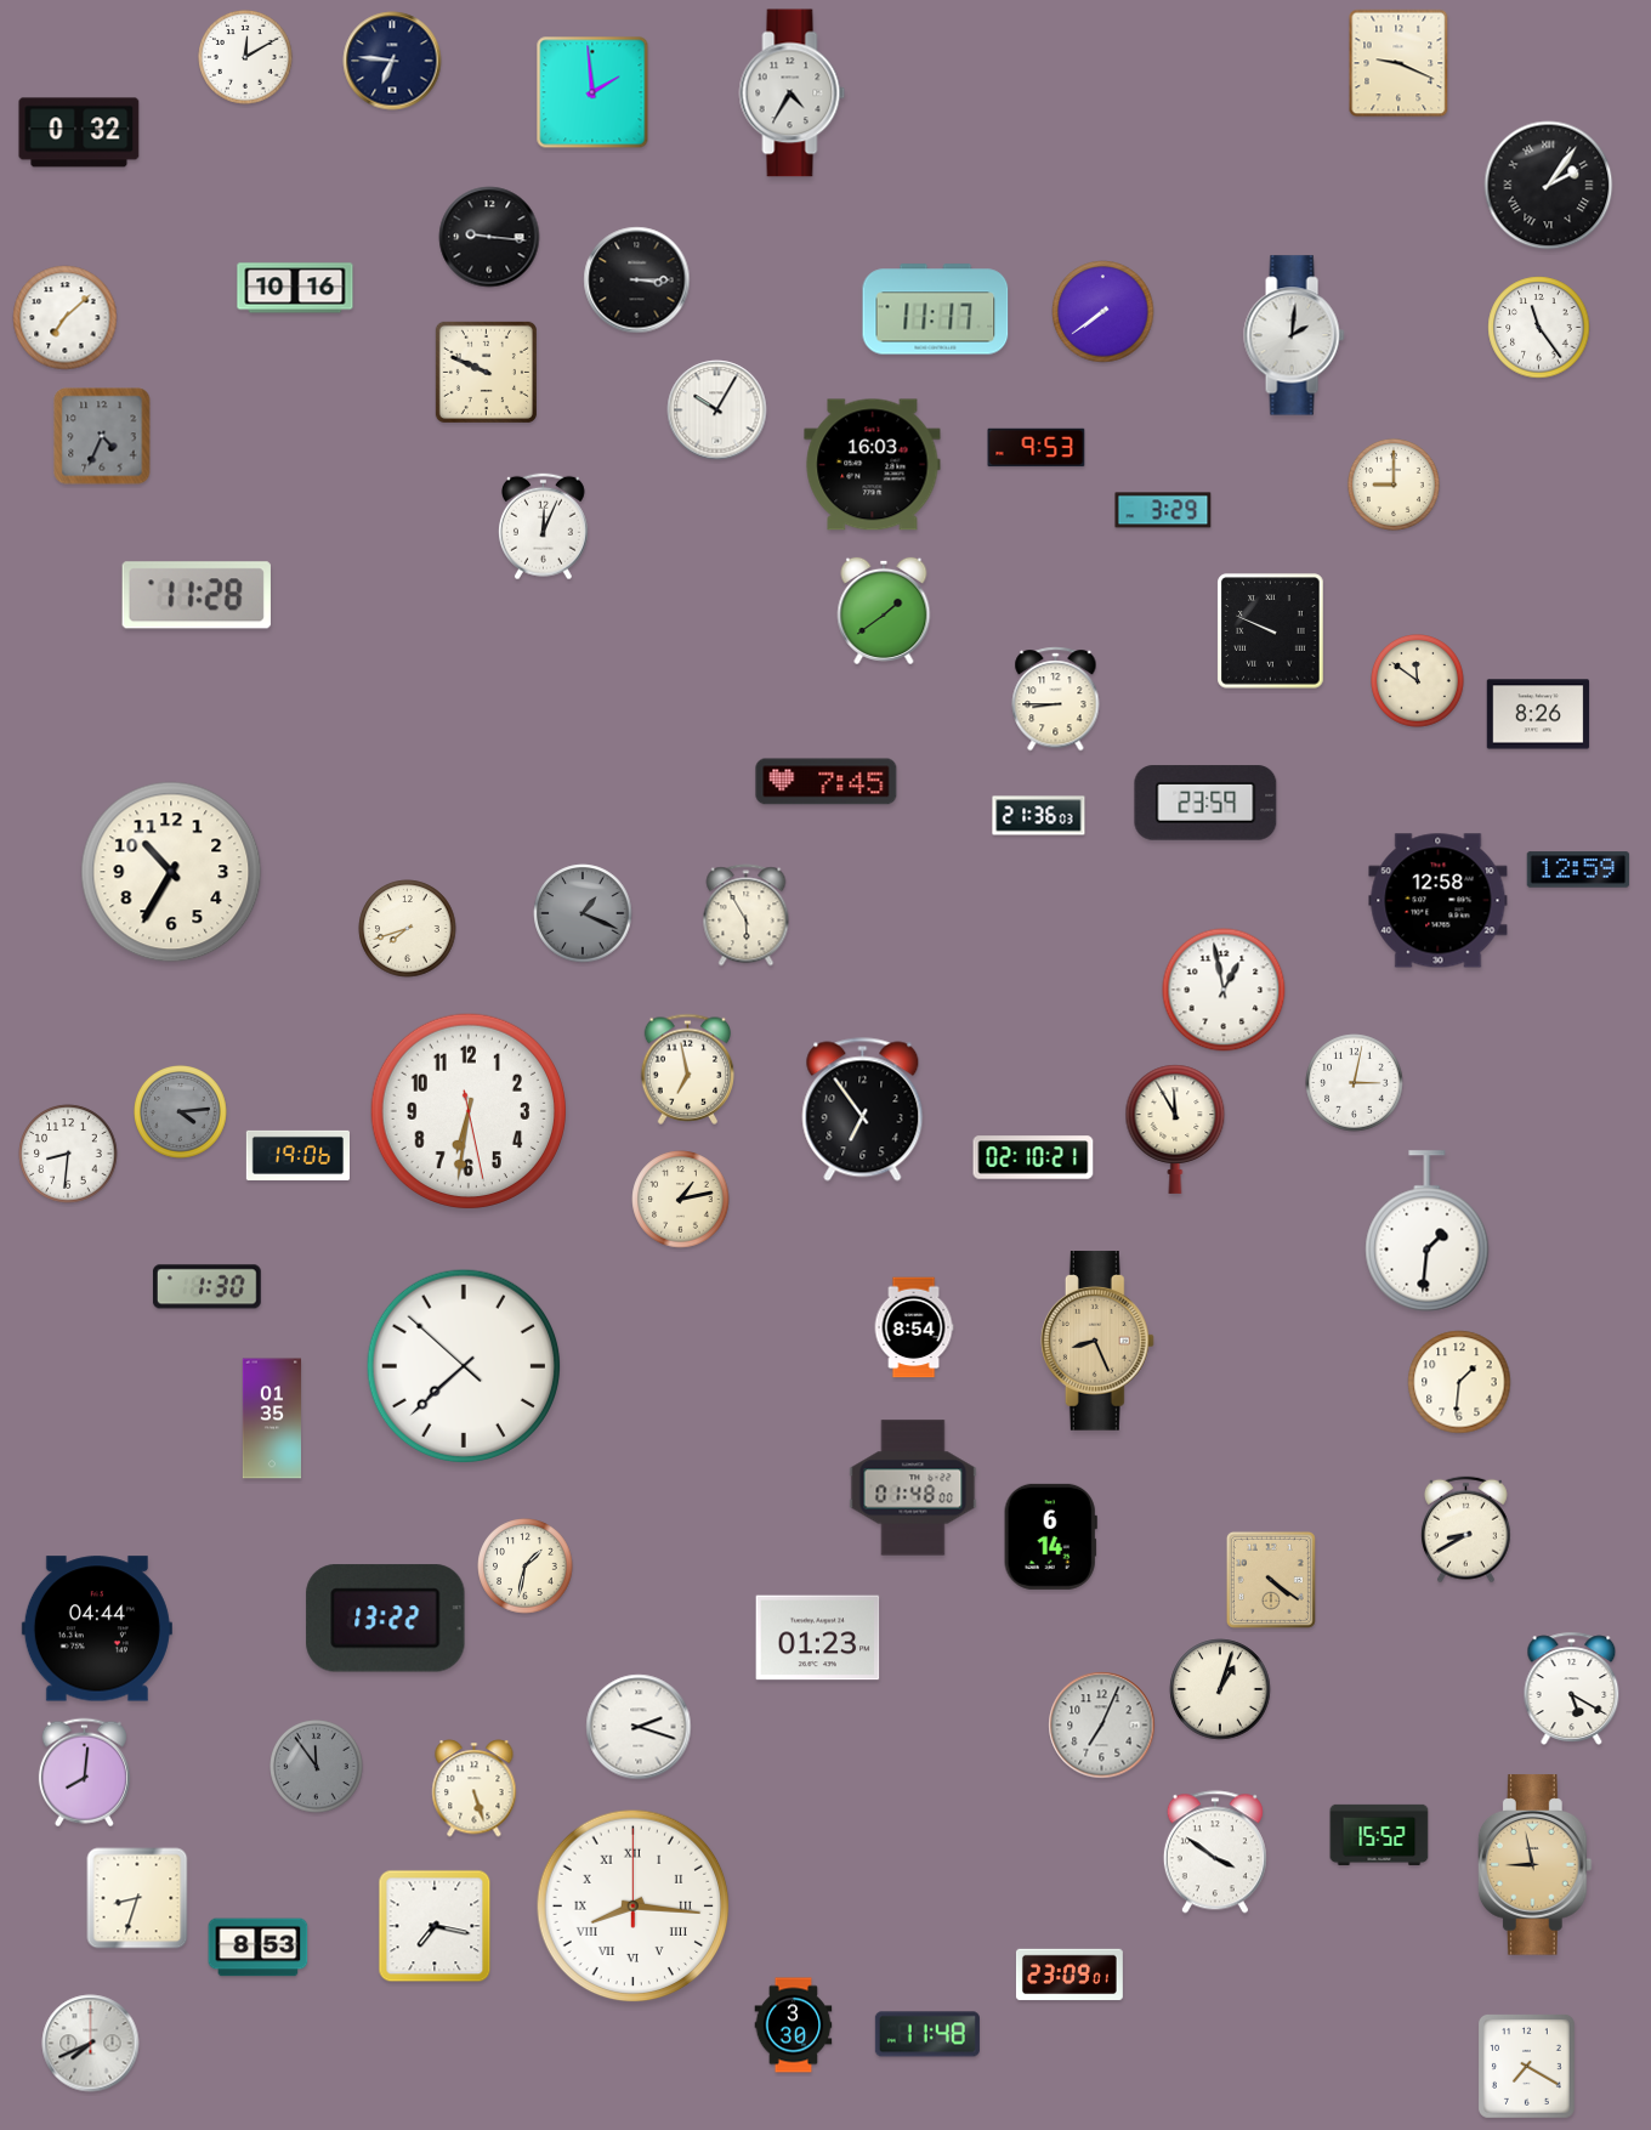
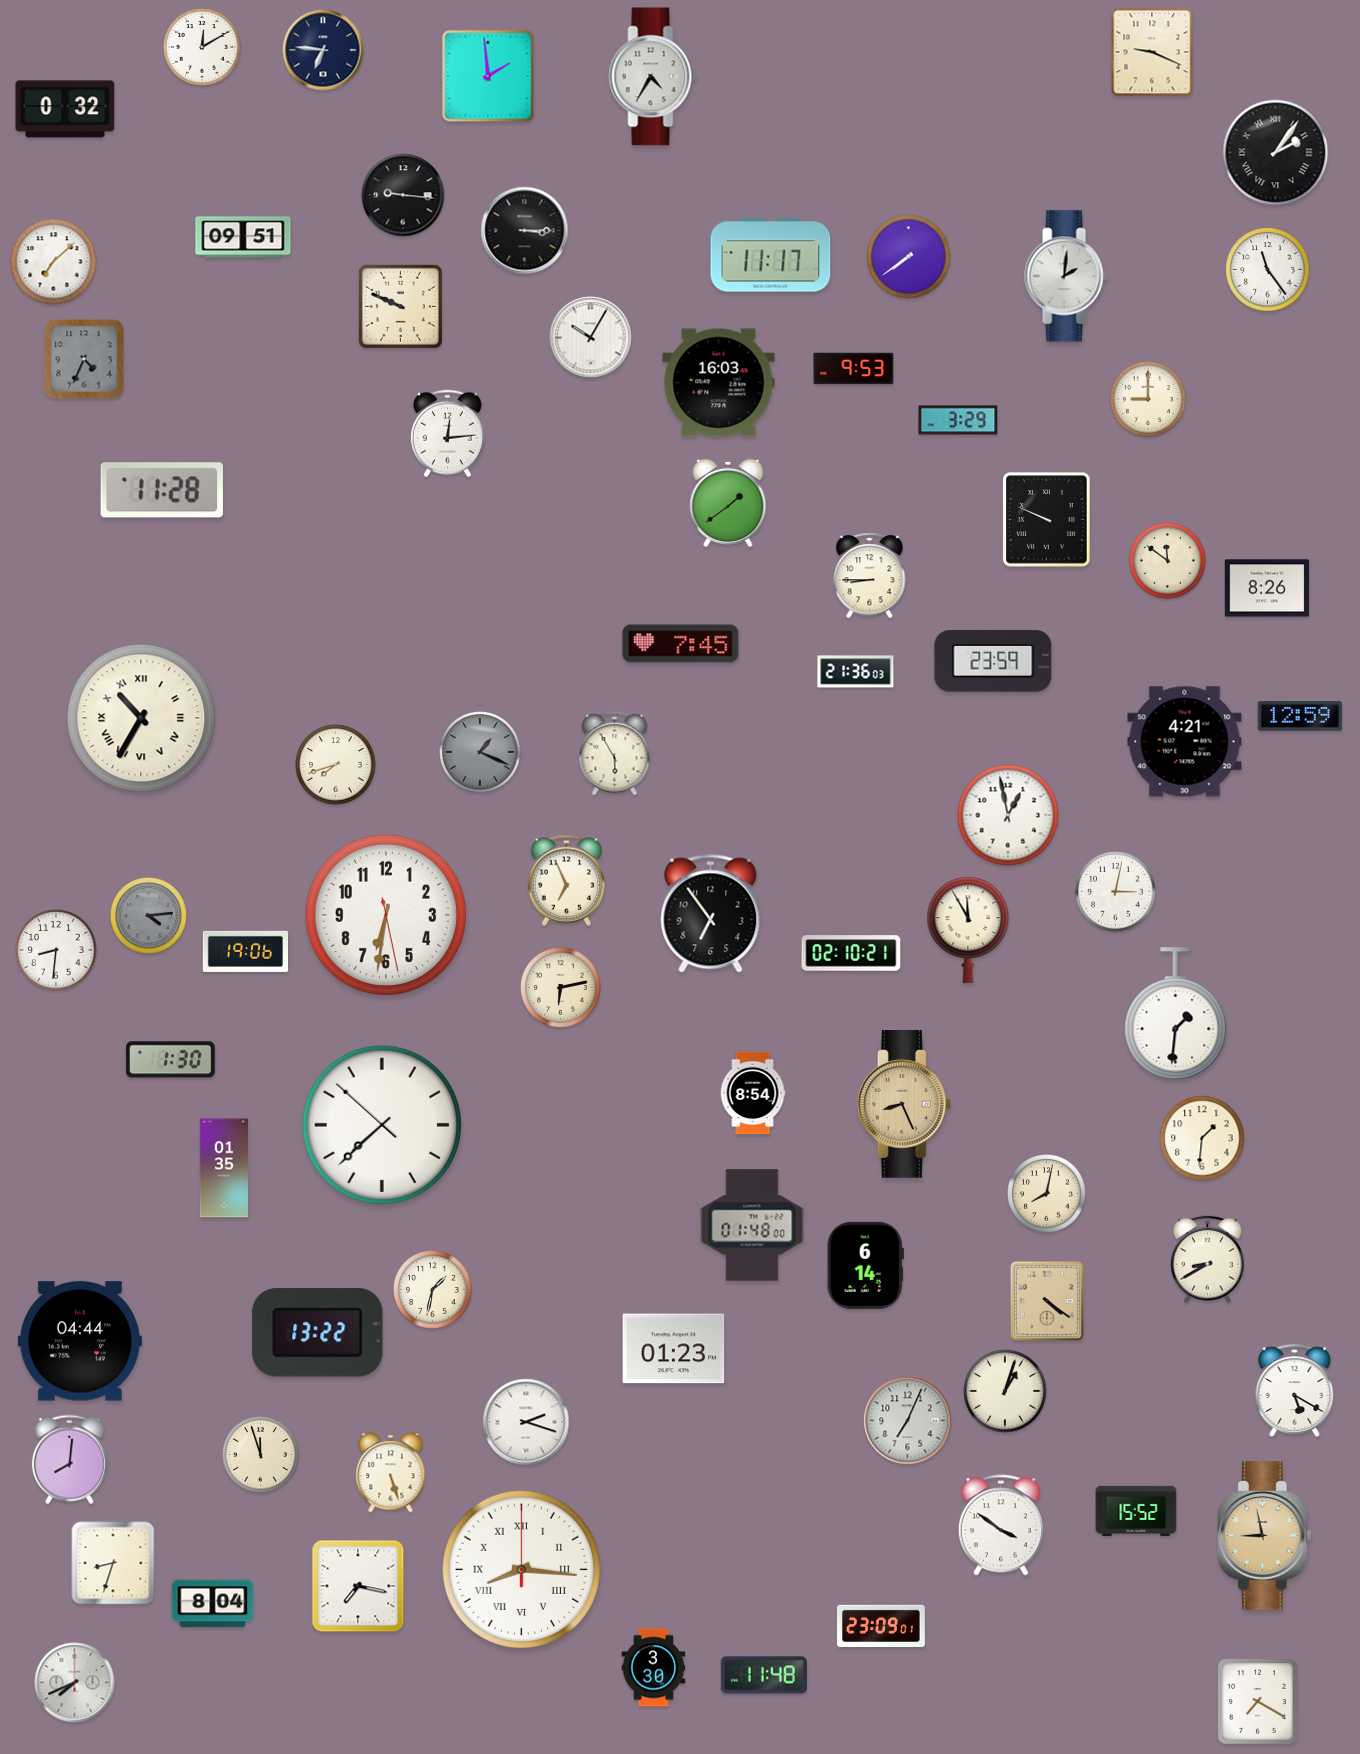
clock at (295, 288): 10:16 -> 09:51
clock at (543, 527): 12:04 -> 12:14
clock at (171, 872) numerals: Arabic -> Roman
clock at (1439, 901): 12:58 -> 4:21
clock at (688, 1069): 6:58 -> 6:56
clock at (681, 1200): 1:13 -> 6:13
clock at (1047, 1194): none -> 8:02
clock at (317, 1767): 11:54 -> 11:57
clock at (317, 1767) dial: grey -> cream
clock at (259, 1948): 8:53 -> 8:04
